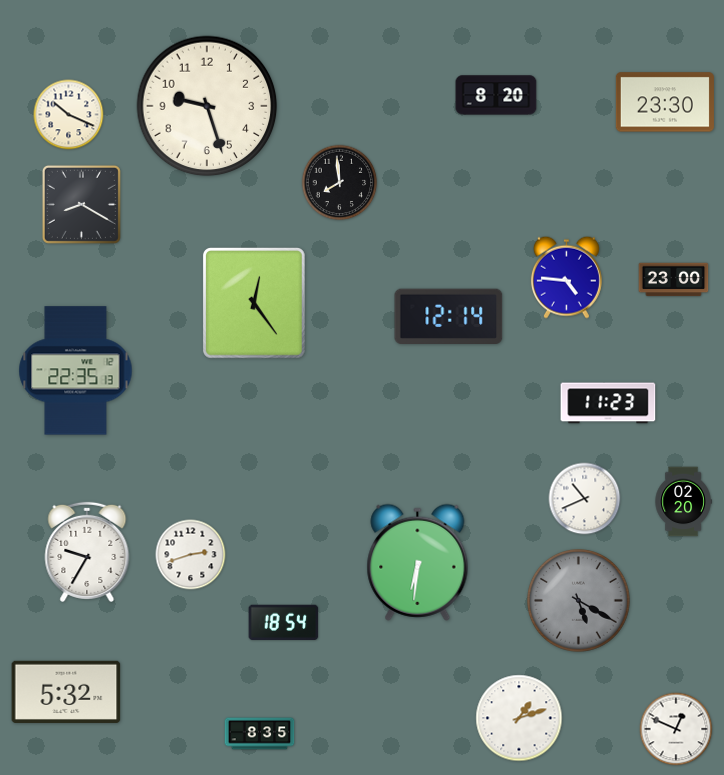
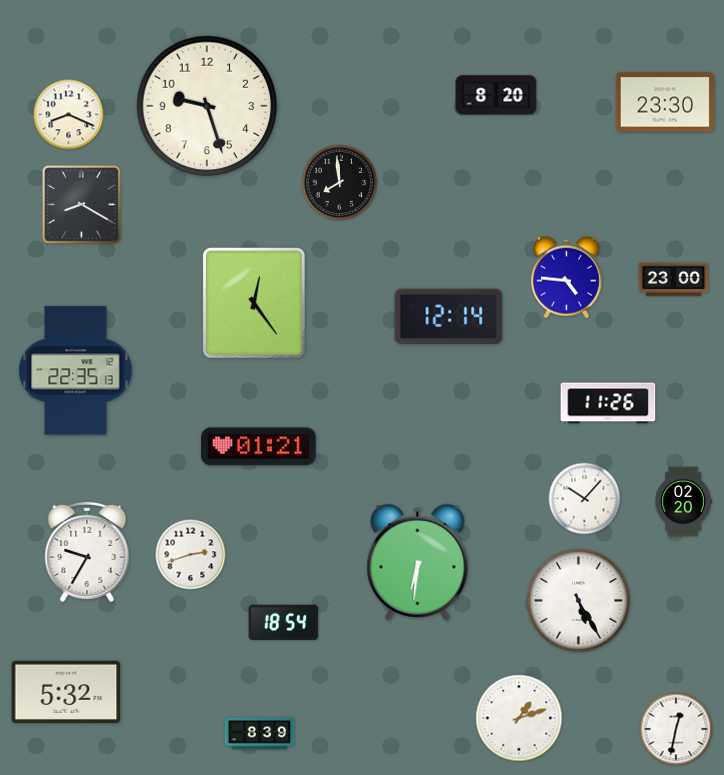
clock at (69, 115): 10:19 -> 8:19
clock at (608, 403): 11:23 -> 11:26
clock at (259, 447): none -> 01:21
clock at (585, 499): 10:41 -> 10:07
clock at (579, 601): 5:20 -> 5:25
clock at (579, 601) dial: grey -> white
clock at (676, 729): 12:49 -> 12:32
clock at (260, 734): 8:35 -> 8:39
